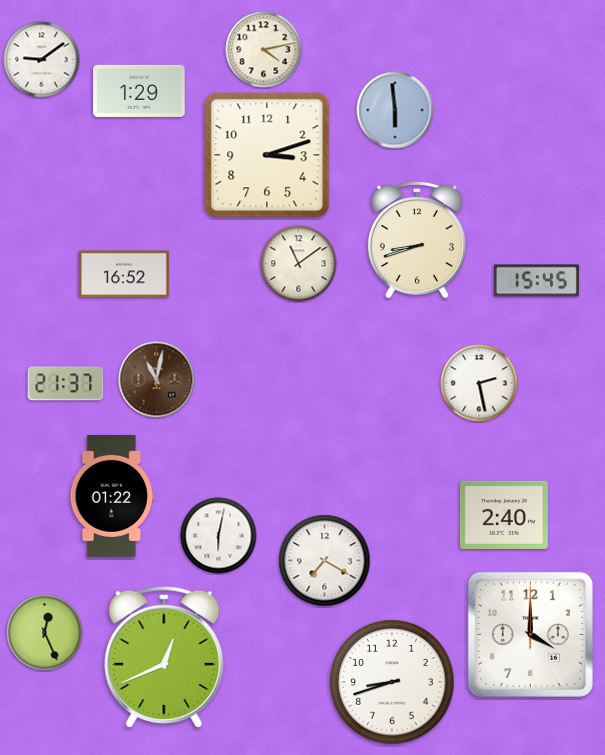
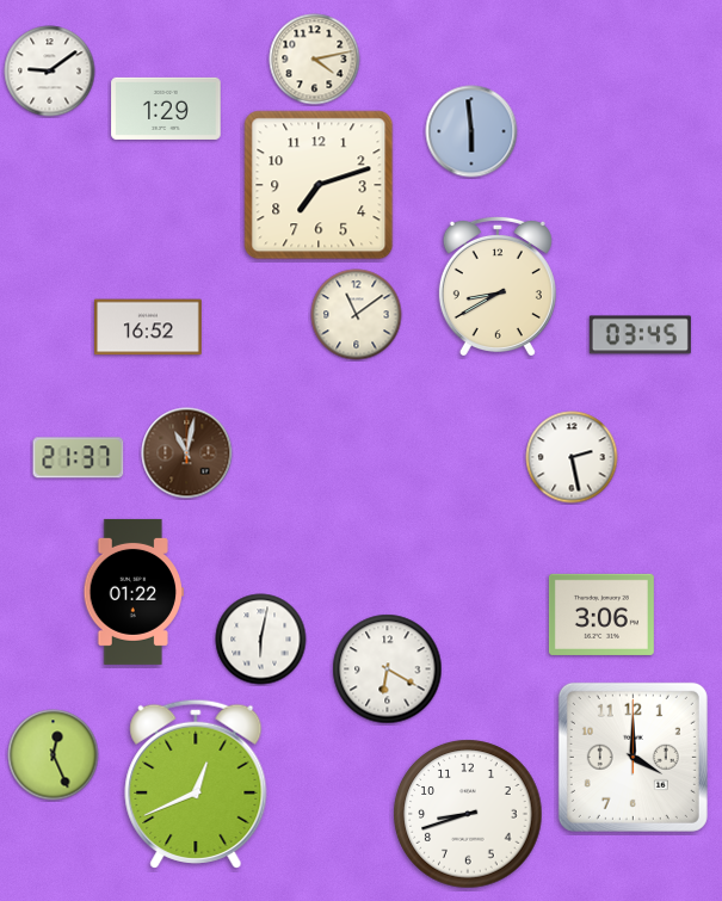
clock at (267, 155): 3:12 -> 7:12
clock at (417, 239): 8:42 -> 8:40
clock at (536, 281): 15:45 -> 03:45
clock at (504, 515): 2:40 -> 3:06
clock at (325, 561): 7:20 -> 6:20
